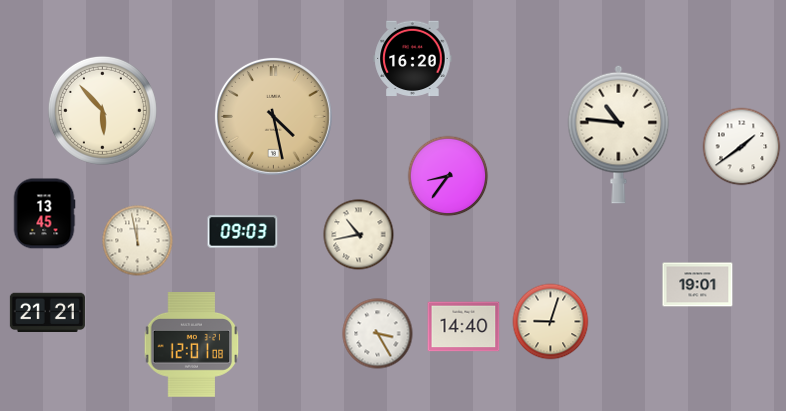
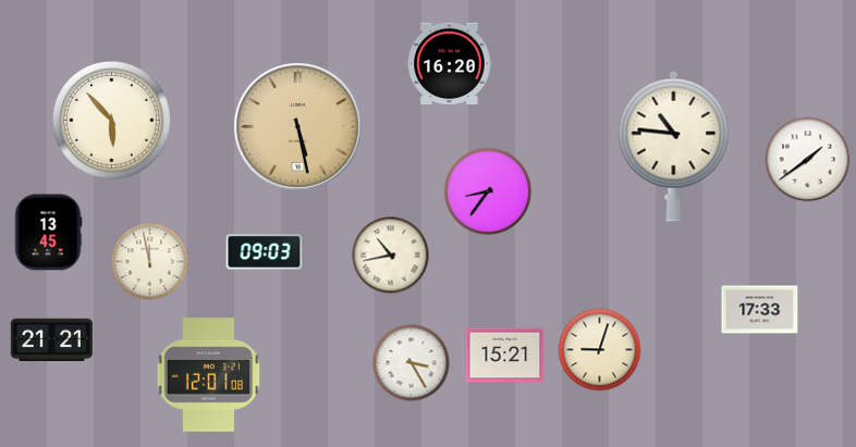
clock at (273, 116): 4:28 -> 5:28
clock at (698, 285): 19:01 -> 17:33
clock at (464, 327): 14:40 -> 15:21
